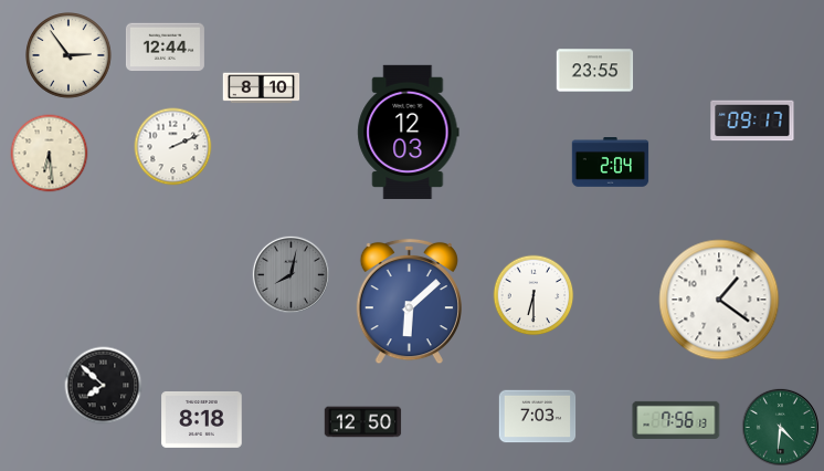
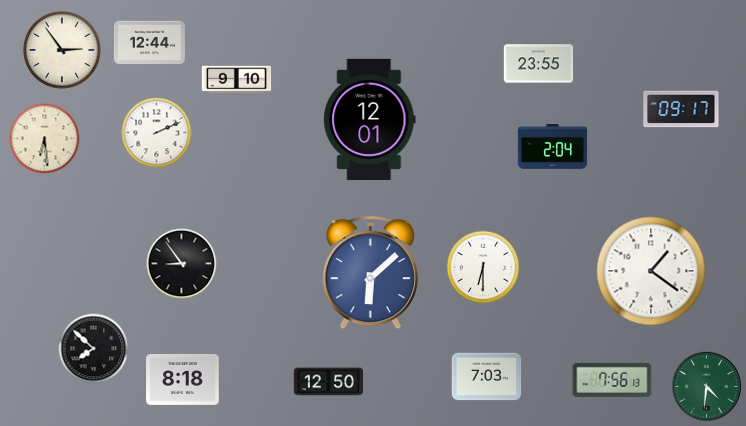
clock at (262, 88): 8:10 -> 9:10
clock at (409, 132): 12:03 -> 12:01
clock at (290, 274): 8:02 -> none
clock at (182, 264): none -> 8:54
